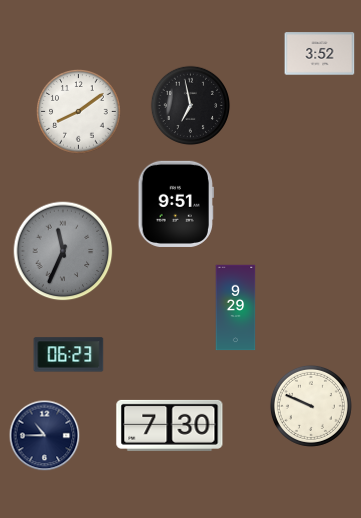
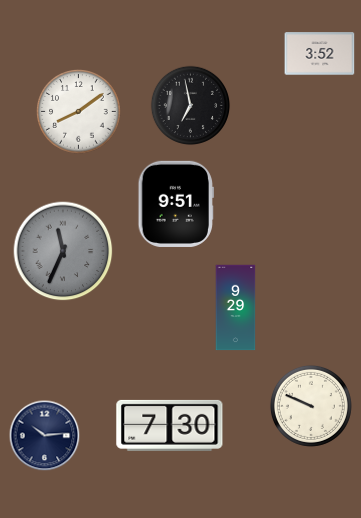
clock at (69, 355): 06:23 -> none
clock at (45, 436): 10:45 -> 10:14
